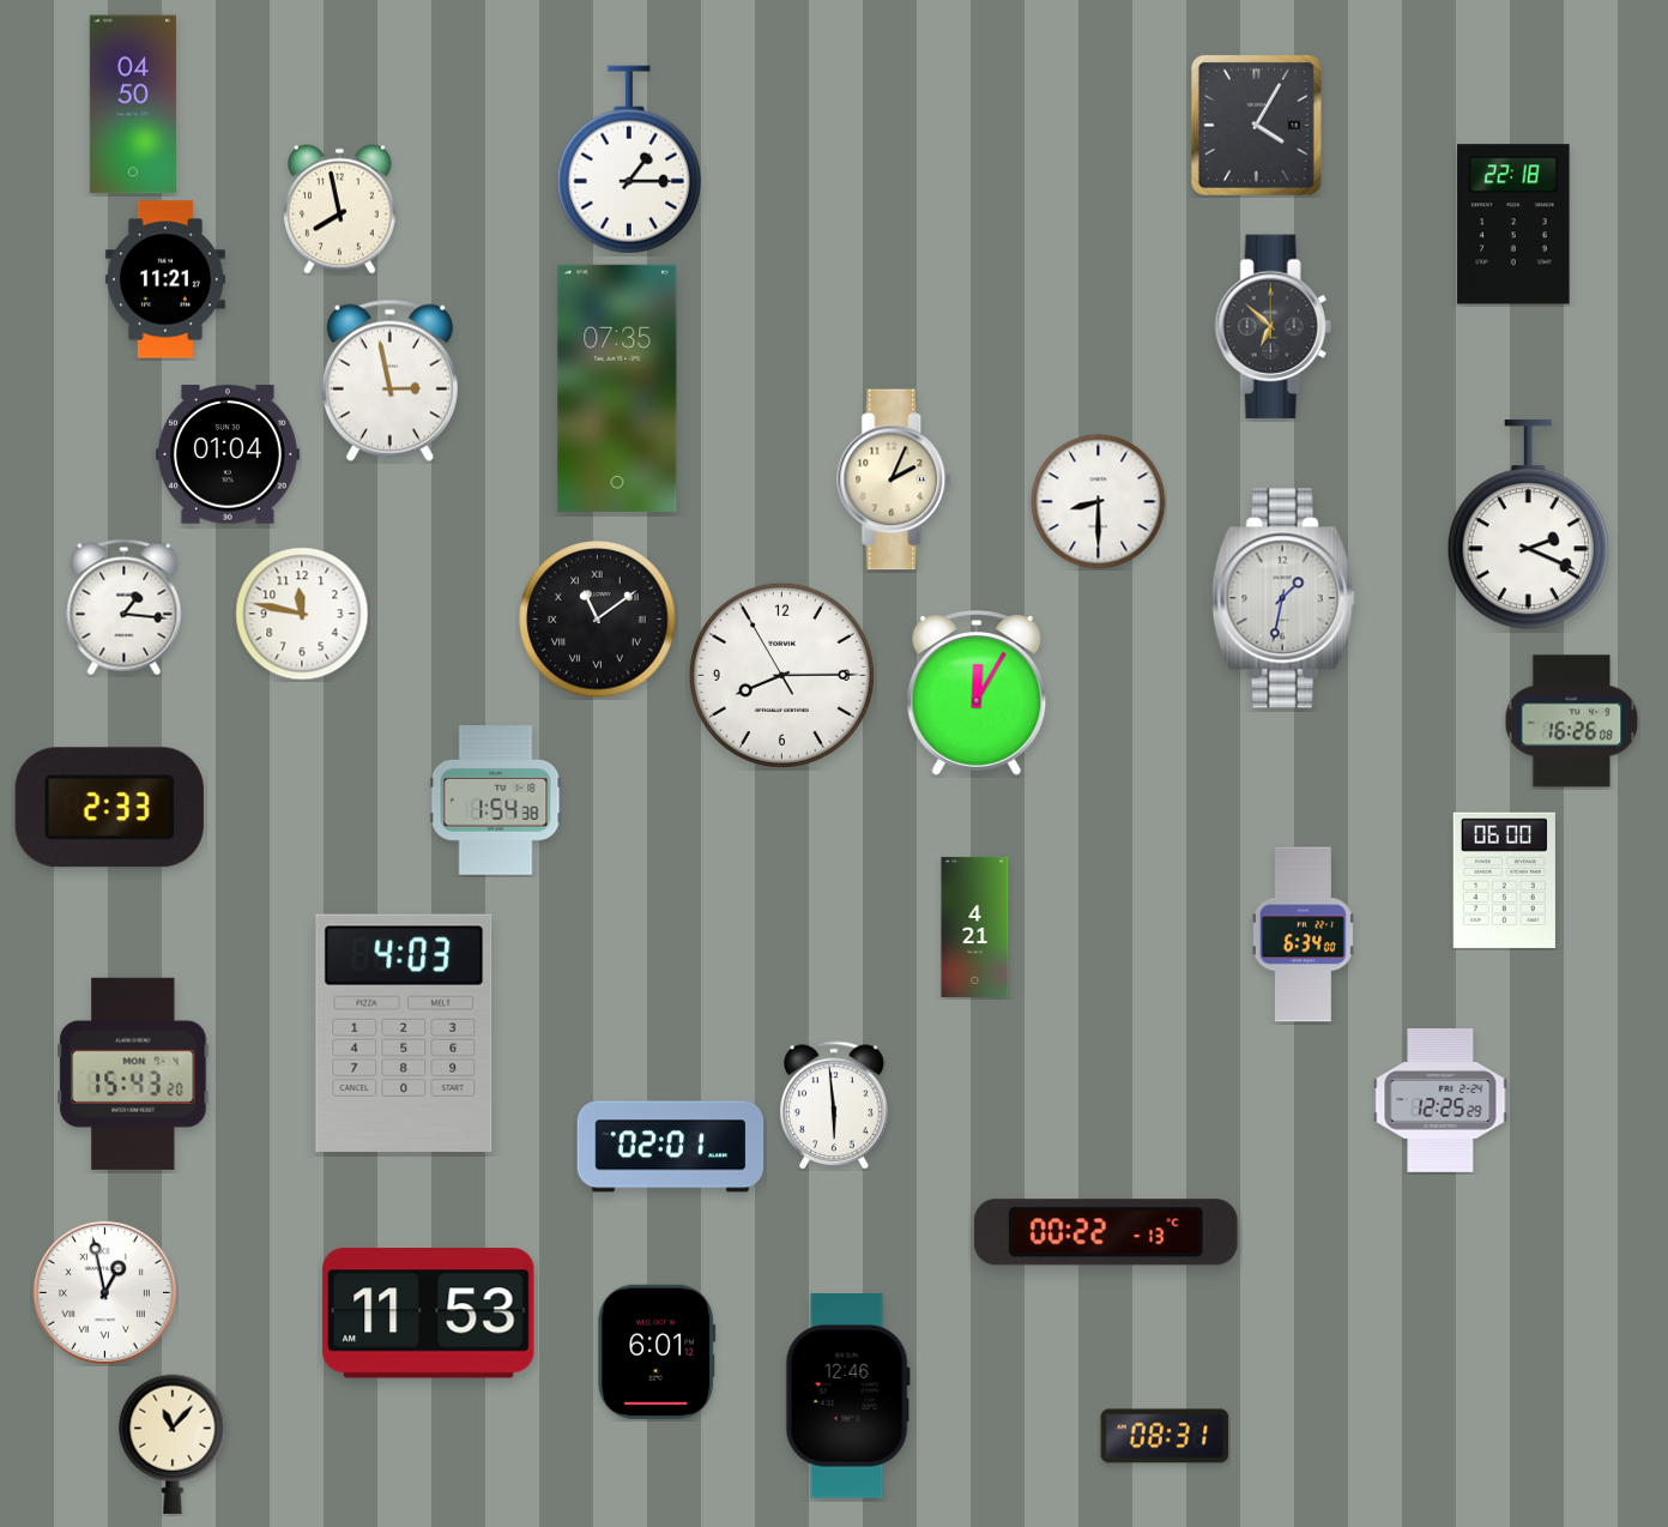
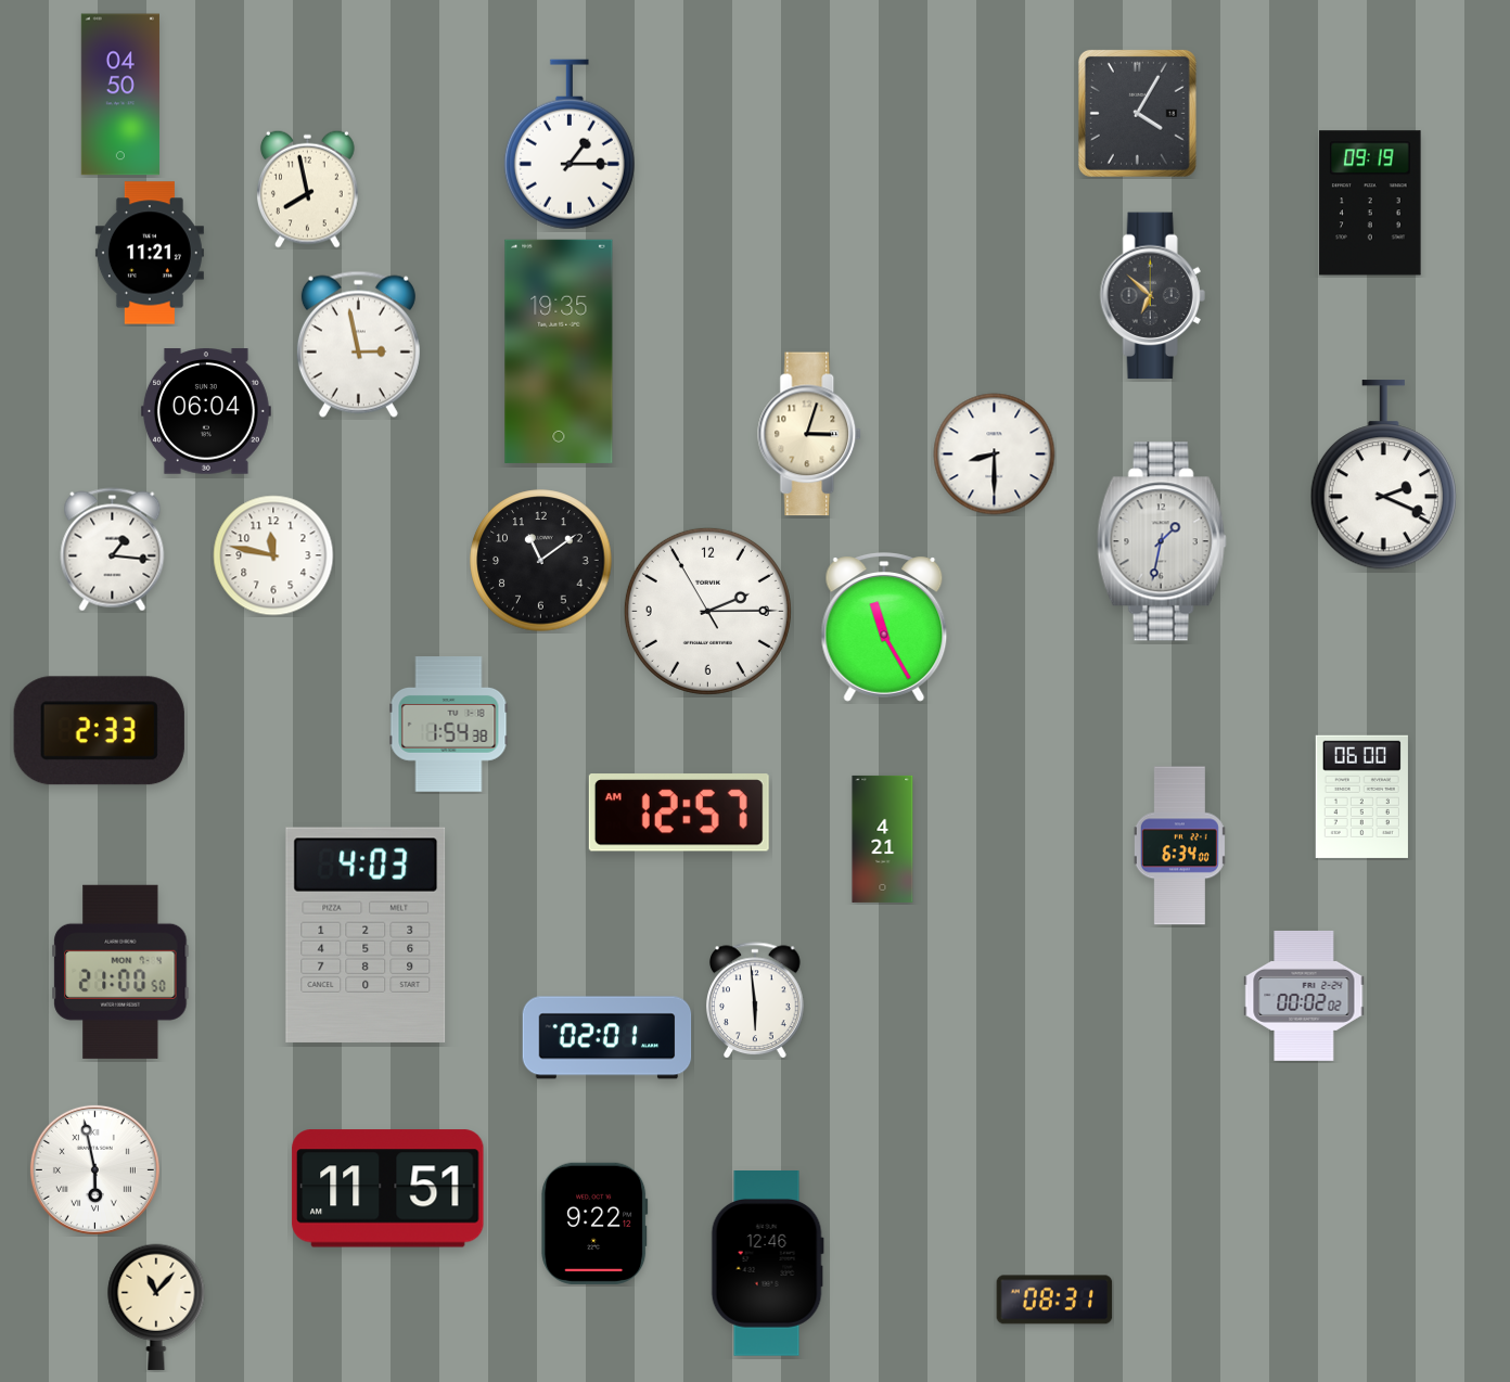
clock at (1513, 224): 22:18 -> 09:19
clock at (389, 380) position: (389, 380) -> (358, 344)
clock at (617, 388): 07:35 -> 19:35
clock at (228, 454): 01:04 -> 06:04
clock at (895, 479): 2:04 -> 3:03
clock at (598, 620) numerals: Roman -> Arabic
clock at (781, 675): 8:14 -> 2:14
clock at (977, 693): 12:05 -> 11:25
clock at (1572, 722): 16:26 -> none
clock at (679, 812): none -> 12:57
clock at (133, 1074): 15:43 -> 21:00
clock at (1440, 1100): 12:25 -> 00:02
clock at (1106, 1232): 00:22 -> none
clock at (104, 1292): 12:58 -> 5:58
clock at (429, 1314): 11:53 -> 11:51
clock at (657, 1352): 6:01 -> 9:22
